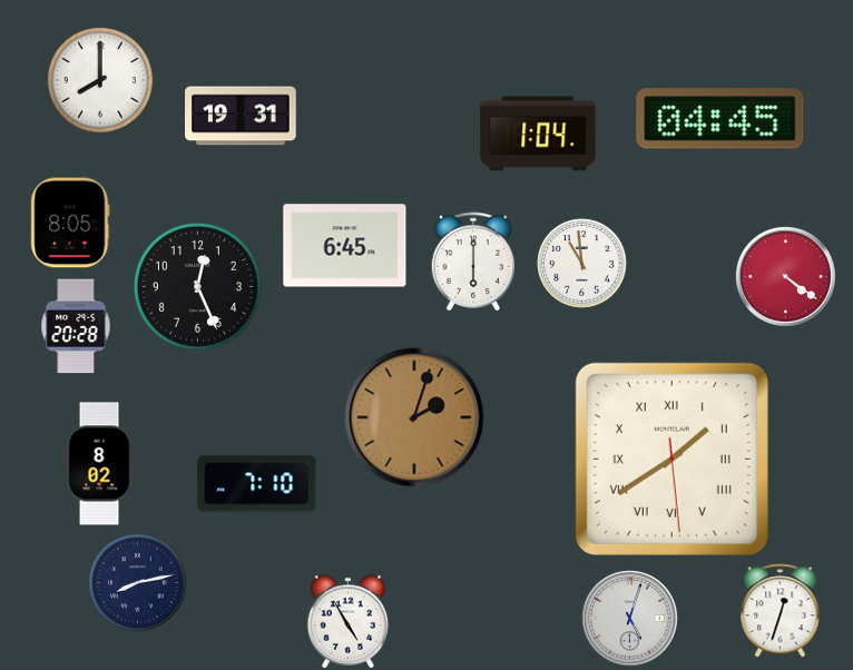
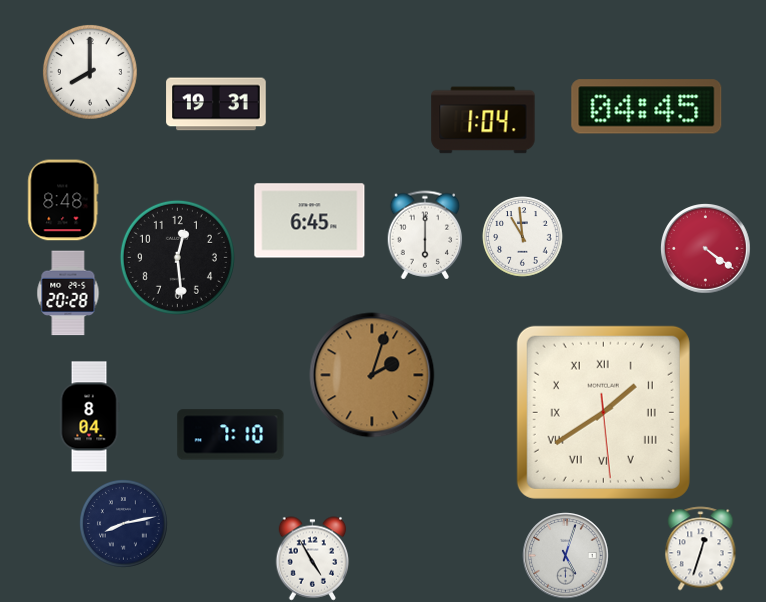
clock at (70, 223): 8:05 -> 8:48
clock at (197, 286): 12:26 -> 12:29
clock at (99, 464): 8:02 -> 8:04
